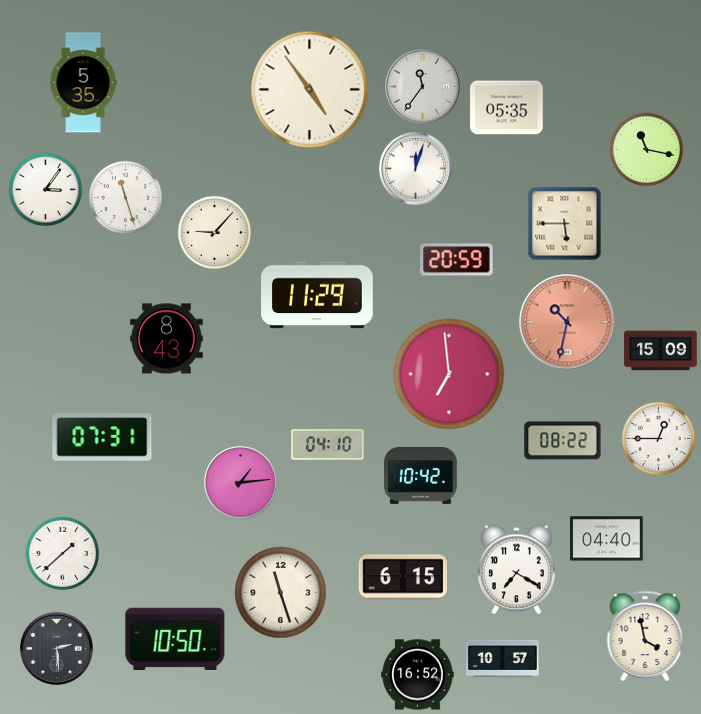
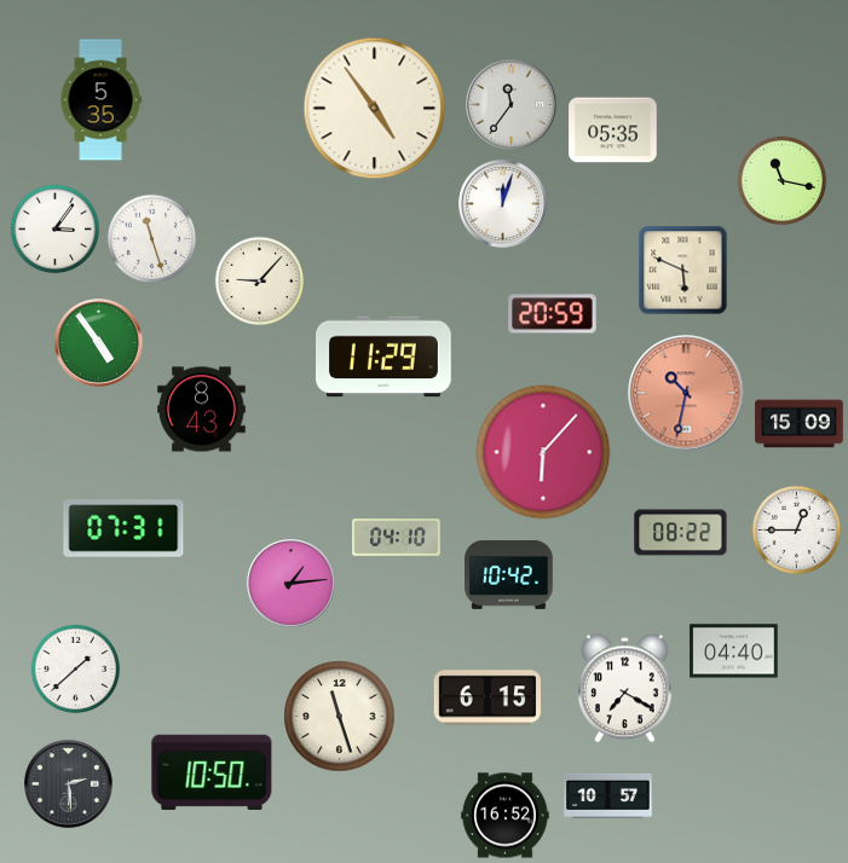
clock at (565, 224): 5:45 -> 5:49
clock at (99, 343): none -> 4:54
clock at (567, 322) position: (567, 322) -> (686, 393)
clock at (449, 374): 6:59 -> 6:07
clock at (645, 636): 3:58 -> none
